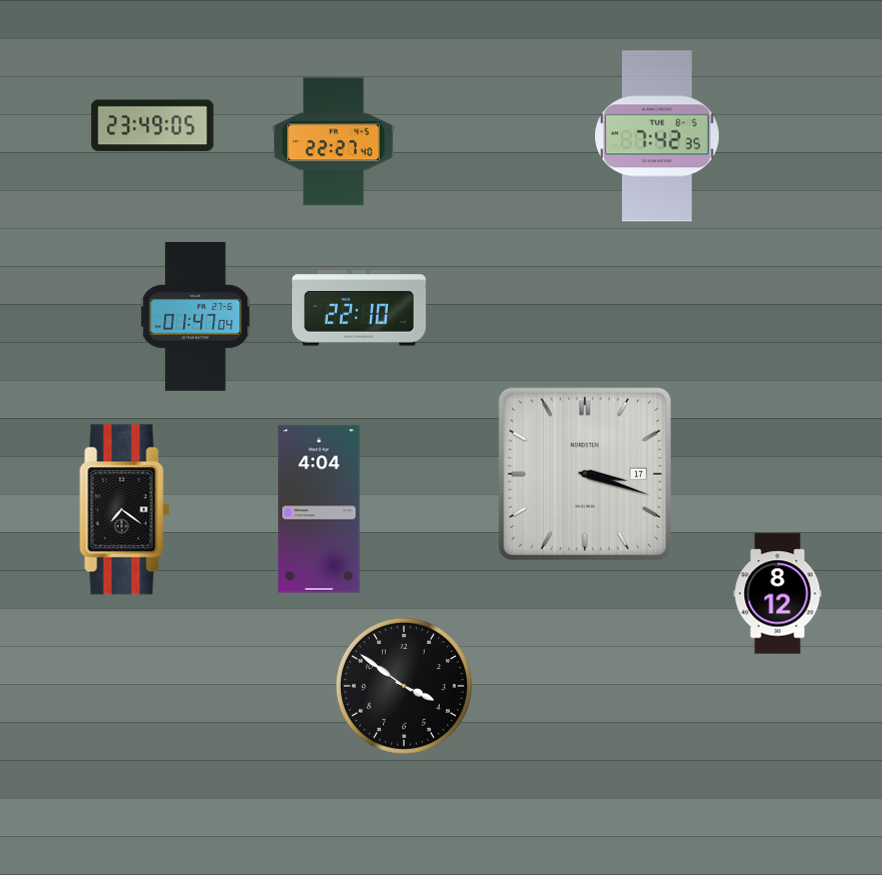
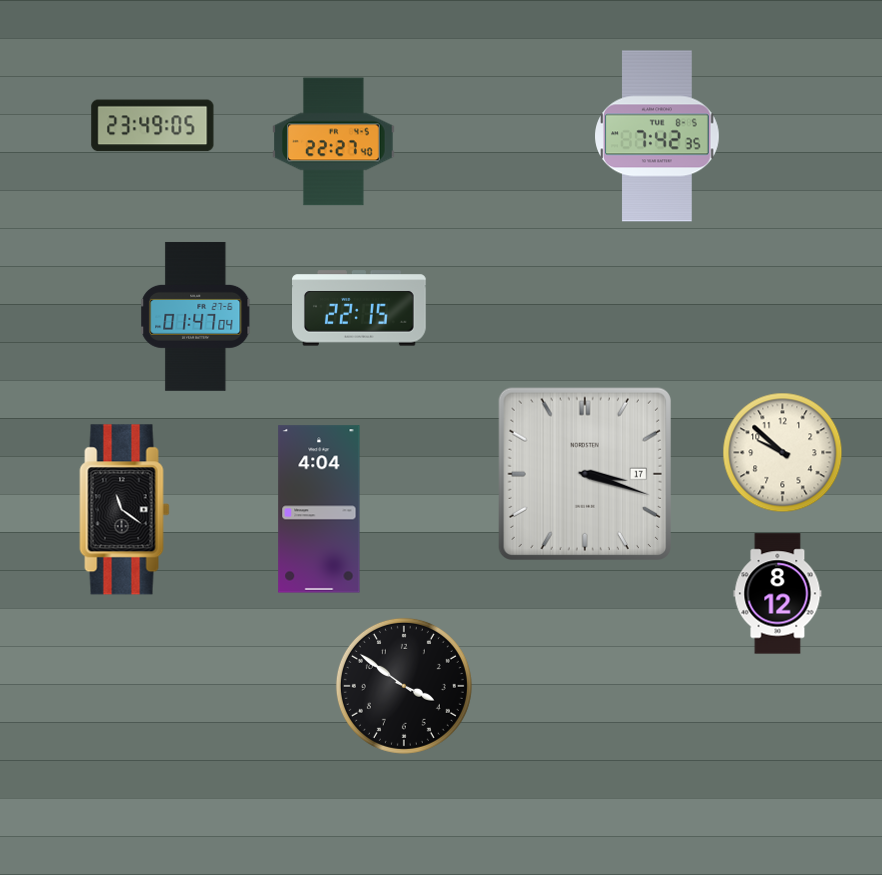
clock at (360, 308): 22:10 -> 22:15
clock at (783, 453): none -> 9:52
clock at (125, 510): 7:21 -> 11:21
